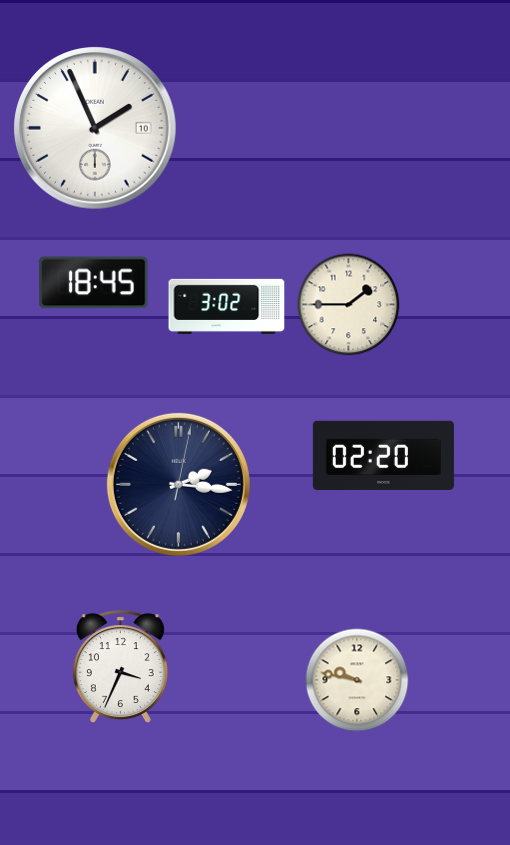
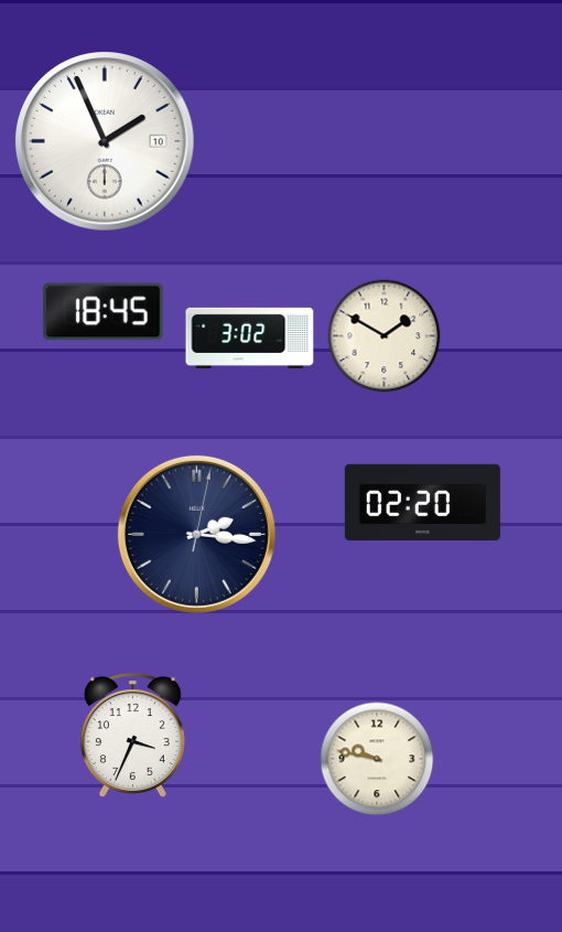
clock at (349, 305): 1:45 -> 1:50
clock at (357, 680) position: (357, 680) -> (377, 759)
